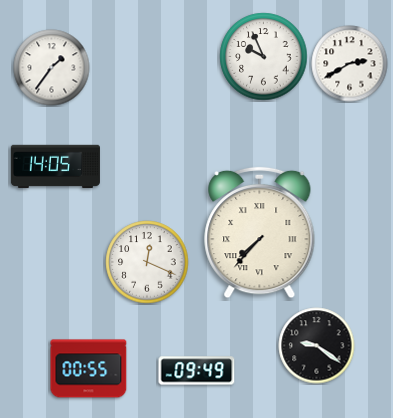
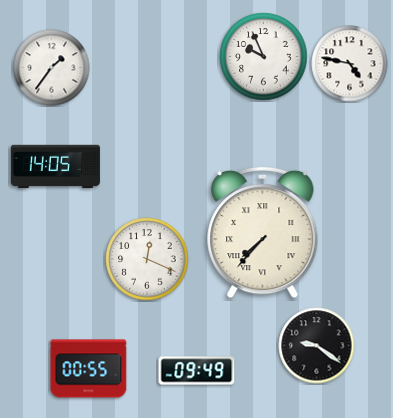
clock at (350, 64): 2:40 -> 4:47
clock at (260, 233) position: (260, 233) -> (263, 233)
clock at (147, 262) position: (147, 262) -> (147, 259)
